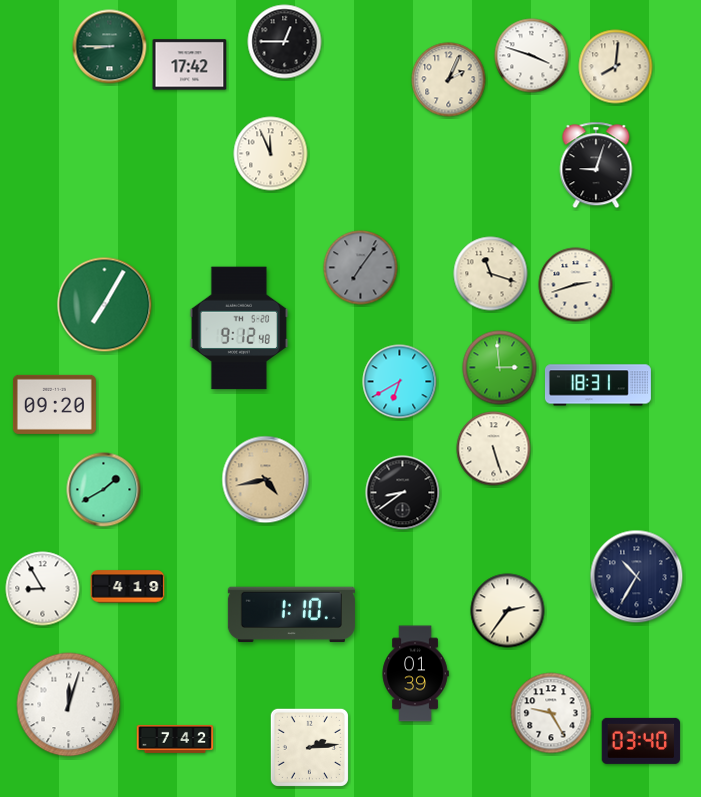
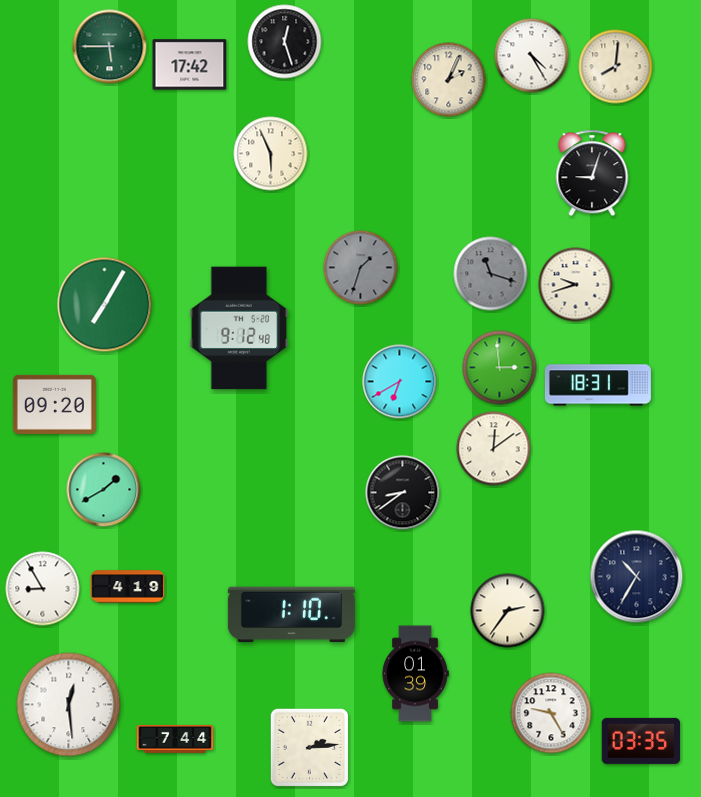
clock at (285, 42): 12:45 -> 12:27
clock at (110, 47): 8:45 -> 5:45
clock at (532, 56): 3:48 -> 4:25
clock at (271, 154): 11:56 -> 5:56
clock at (596, 165) position: (596, 165) -> (592, 173)
clock at (361, 268): 7:06 -> 1:33
clock at (491, 274) dial: cream -> grey
clock at (576, 285): 2:42 -> 9:42
clock at (494, 449): 5:27 -> 12:09
clock at (266, 480): 4:43 -> none
clock at (69, 705): 12:03 -> 12:29
clock at (175, 739): 7:42 -> 7:44
clock at (641, 741): 03:40 -> 03:35
